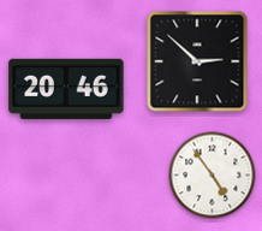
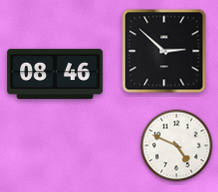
clock at (66, 89): 20:46 -> 08:46
clock at (213, 176): 4:54 -> 4:49
